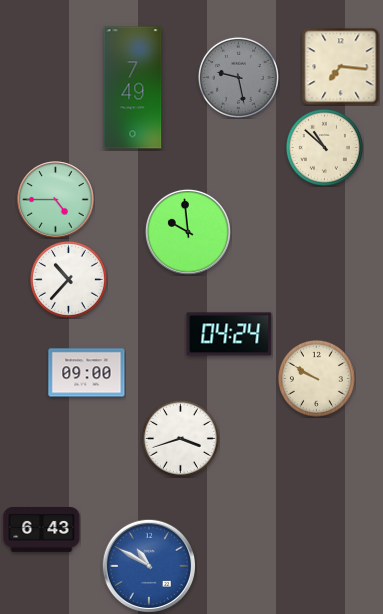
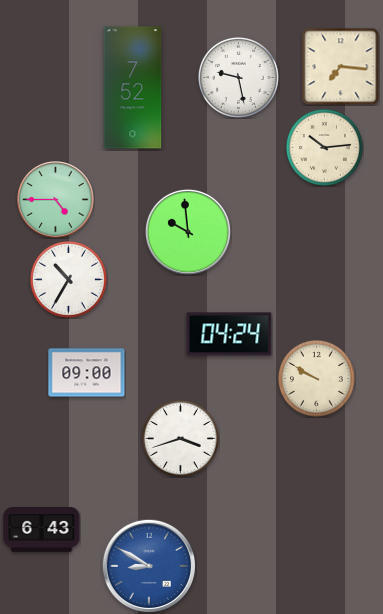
clock at (238, 77) dial: grey -> white
clock at (133, 88): 7:49 -> 7:52
clock at (324, 147): 10:52 -> 10:14
clock at (68, 279): 10:37 -> 10:35
clock at (148, 565): 10:50 -> 8:50
